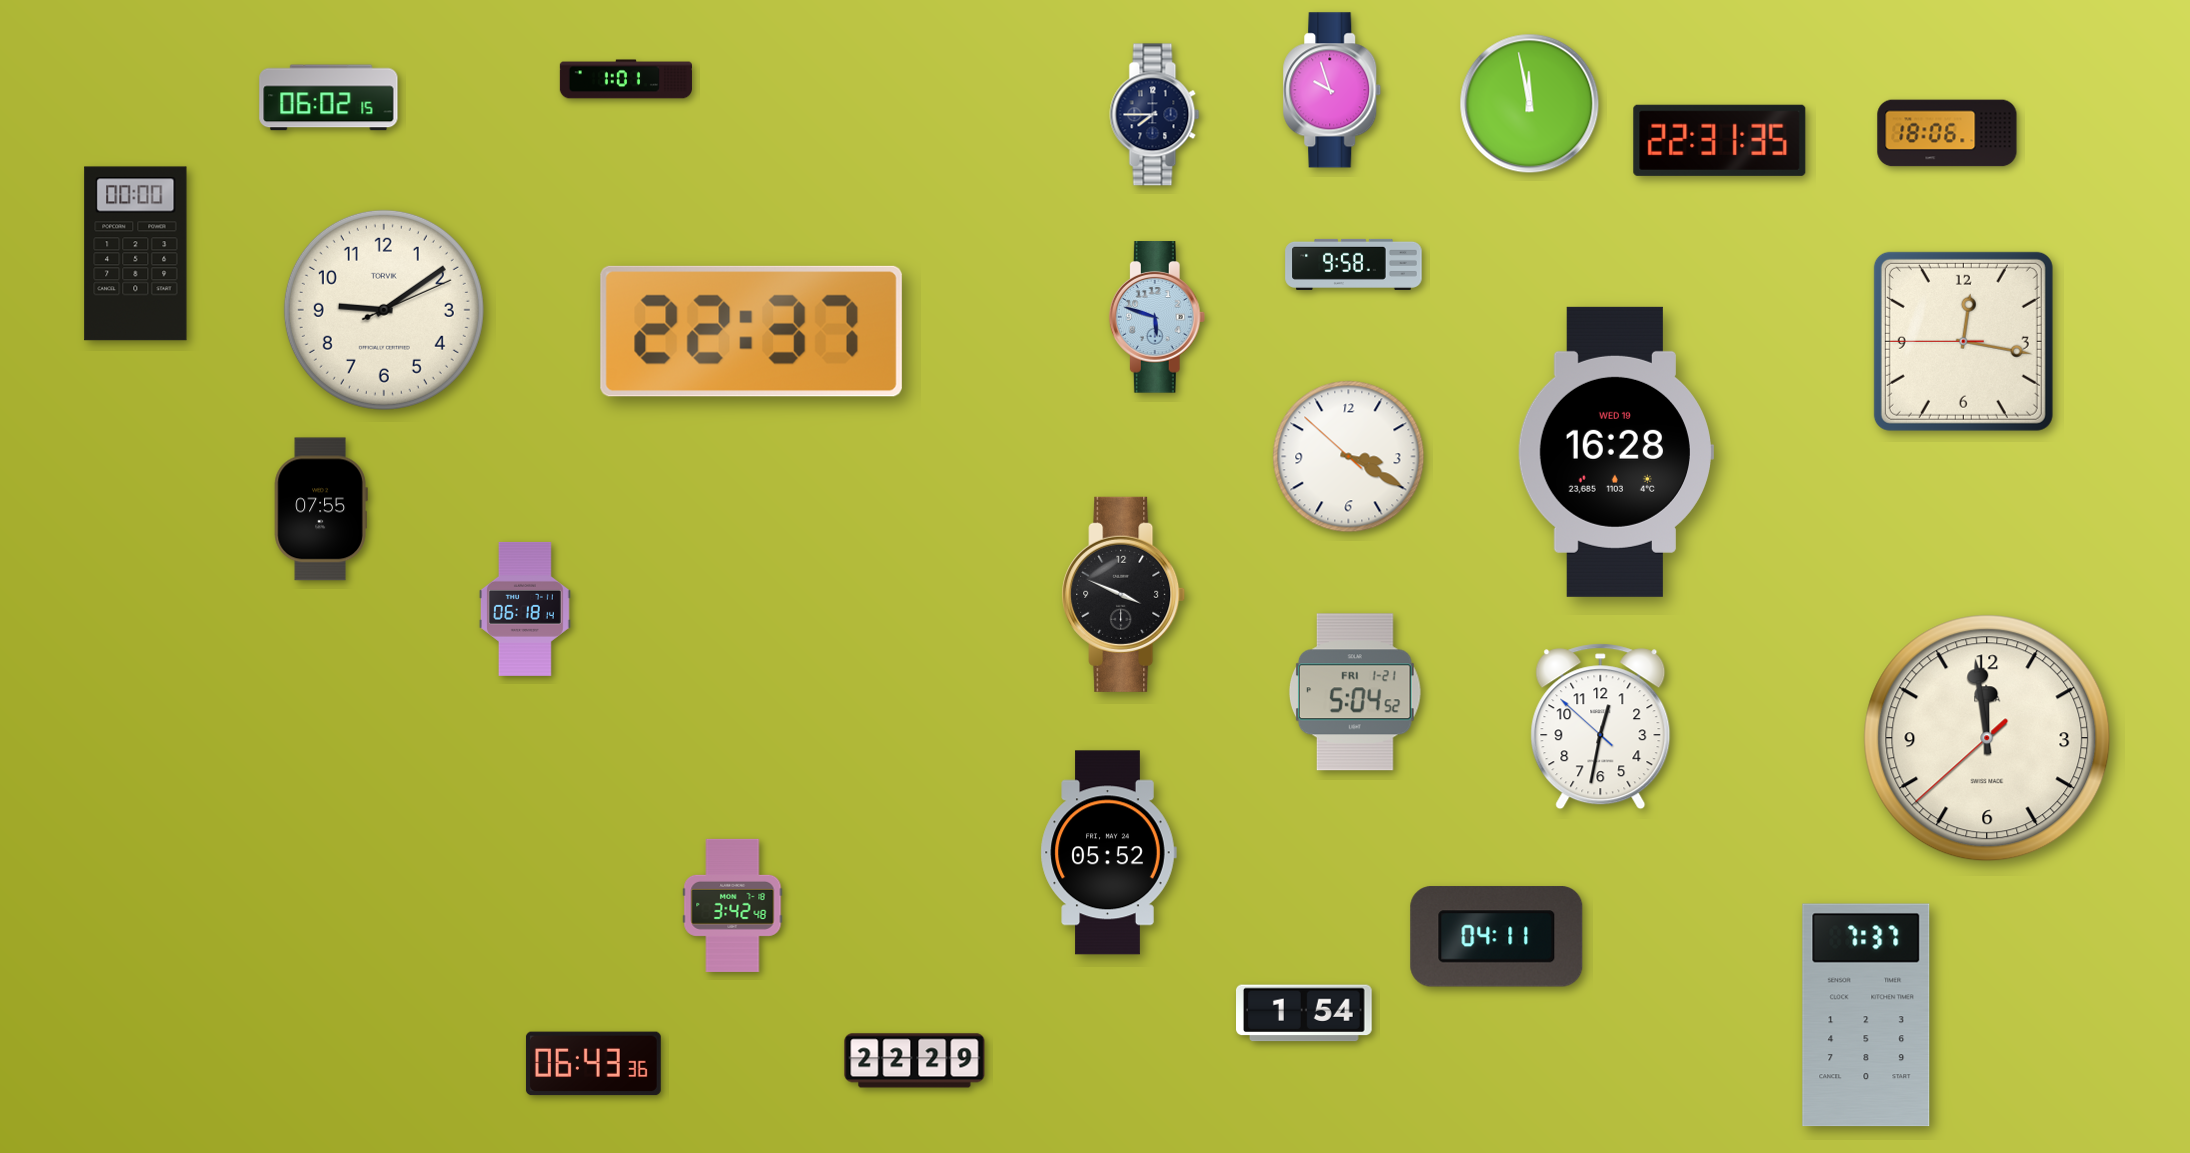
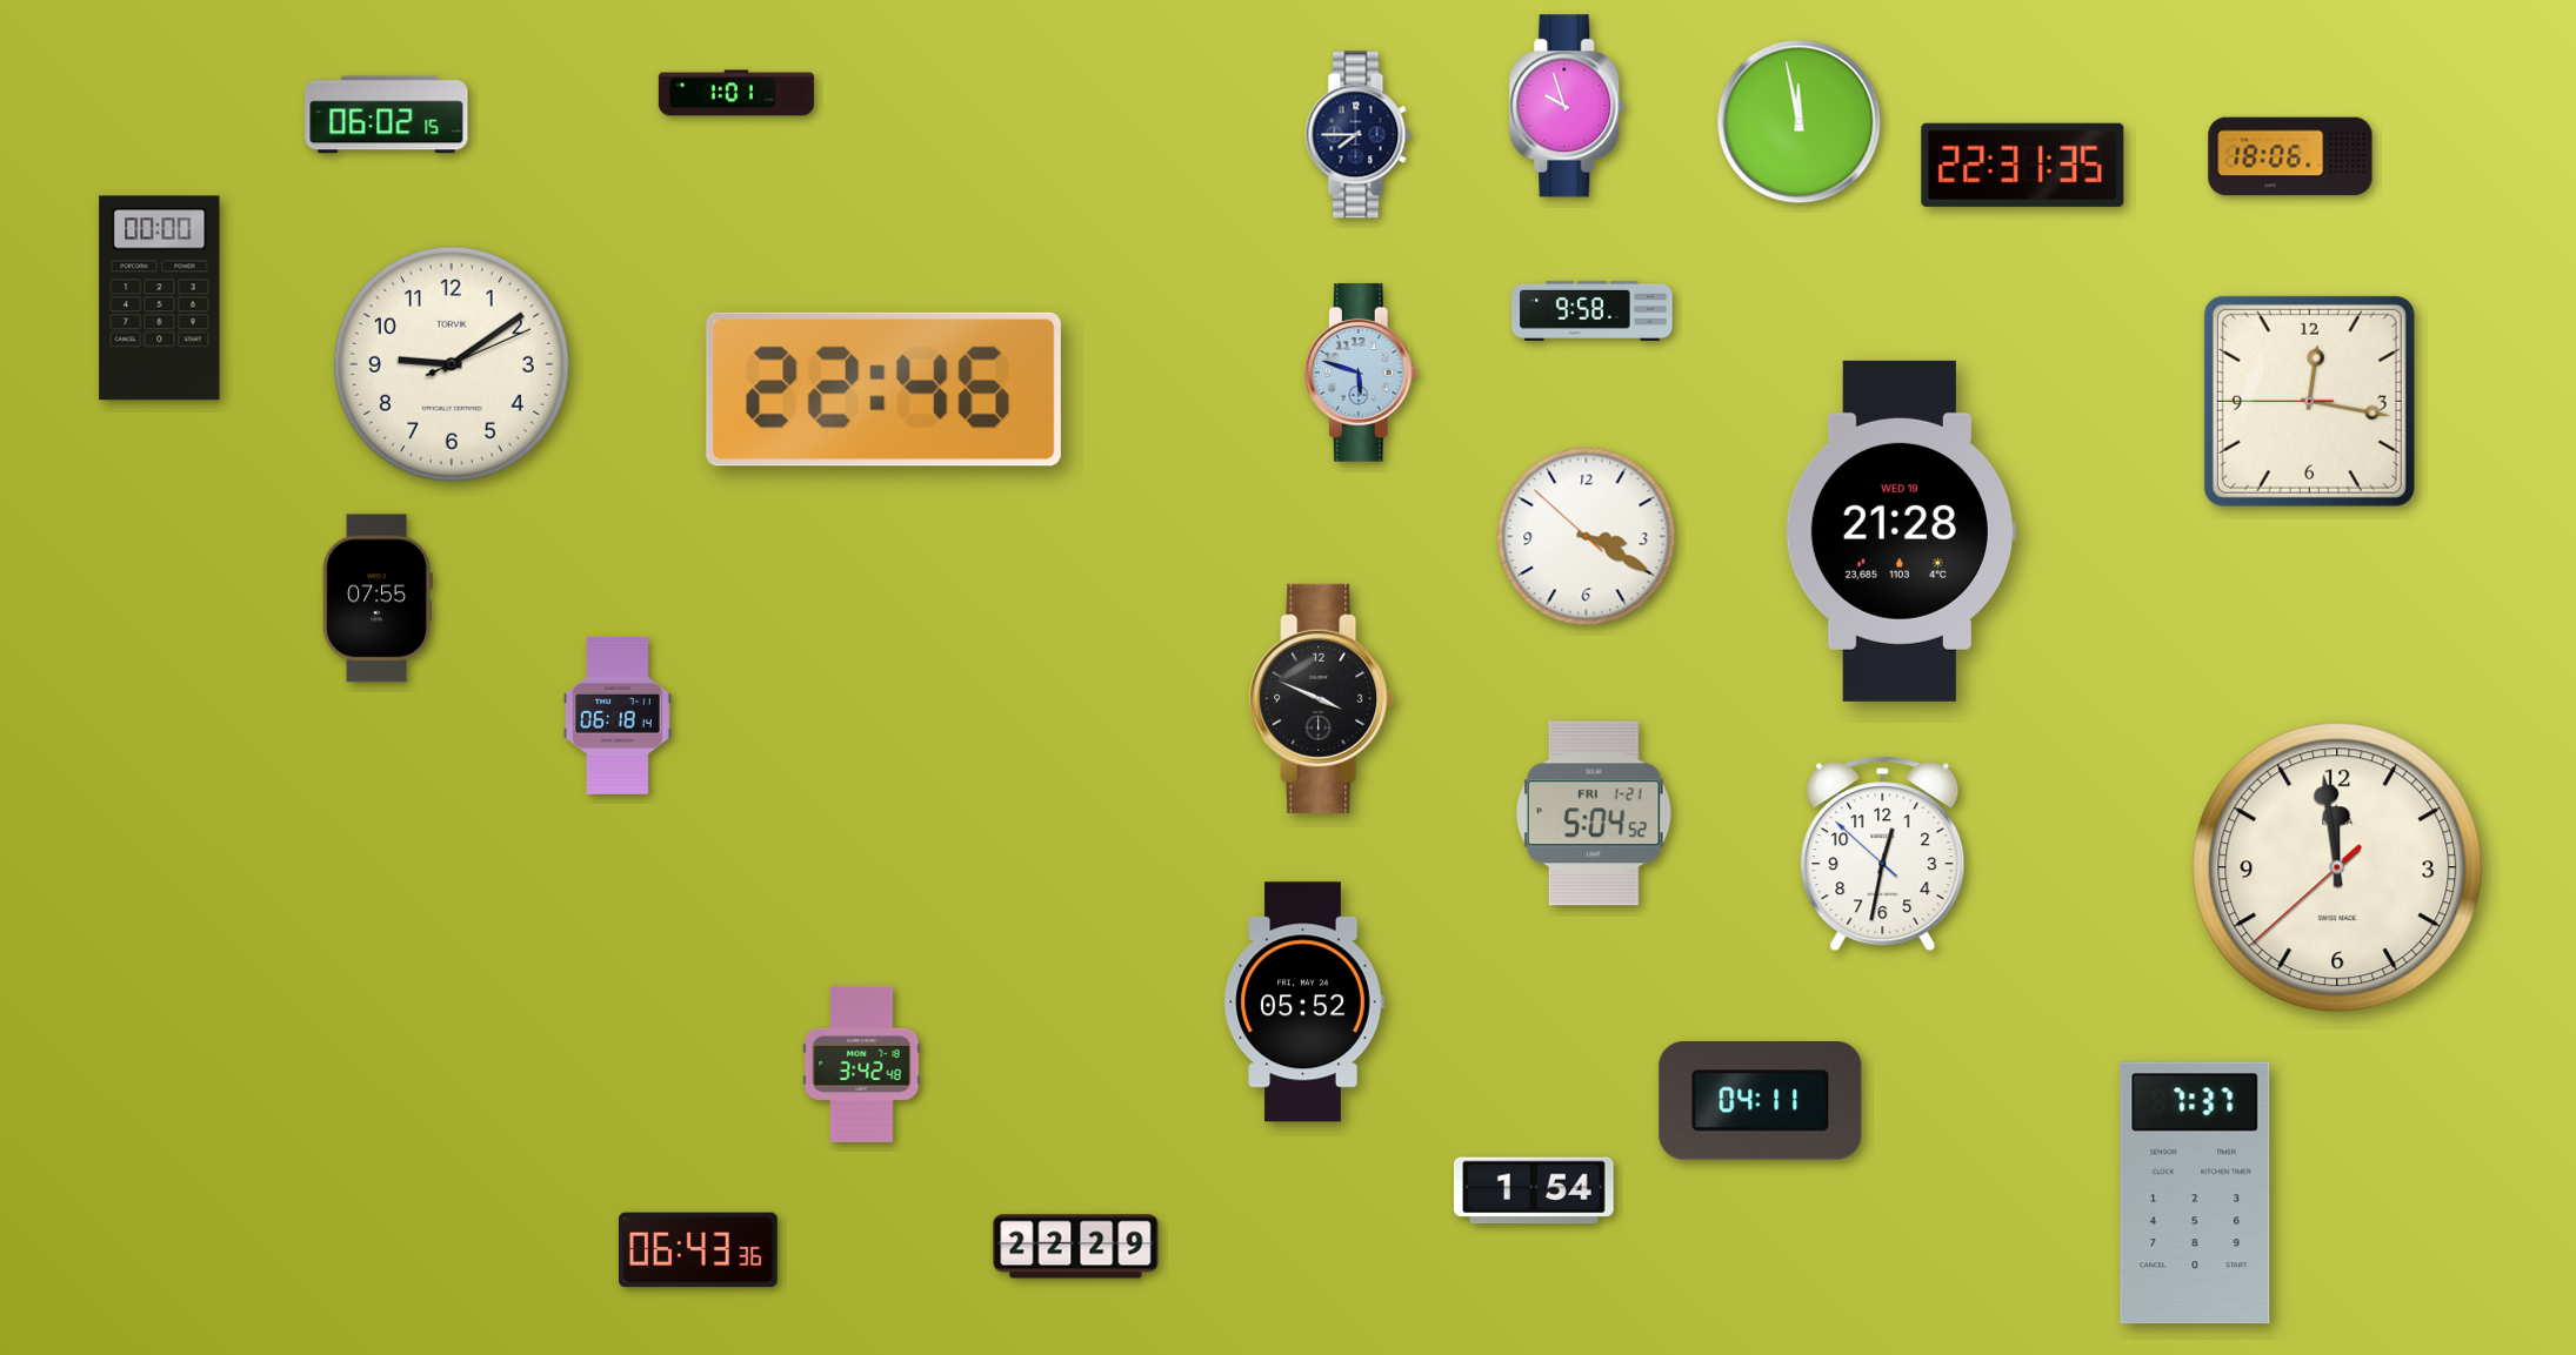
clock at (751, 331): 22:37 -> 22:46
clock at (1615, 452): 16:28 -> 21:28
